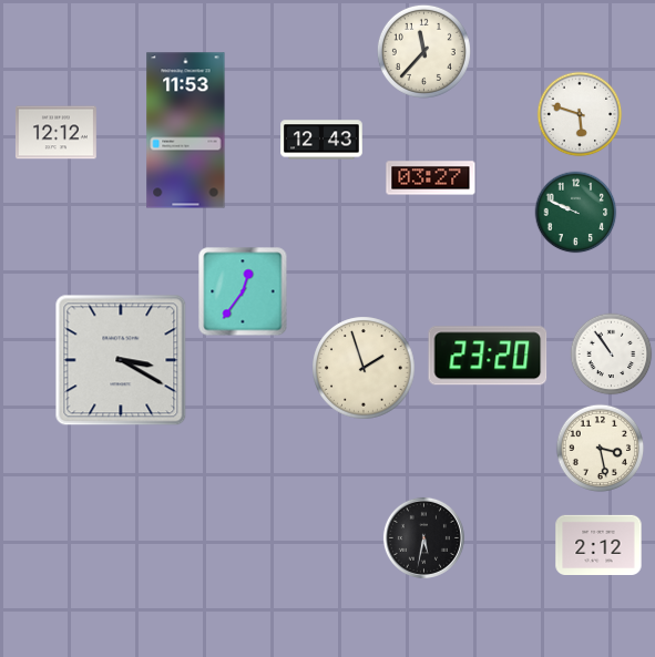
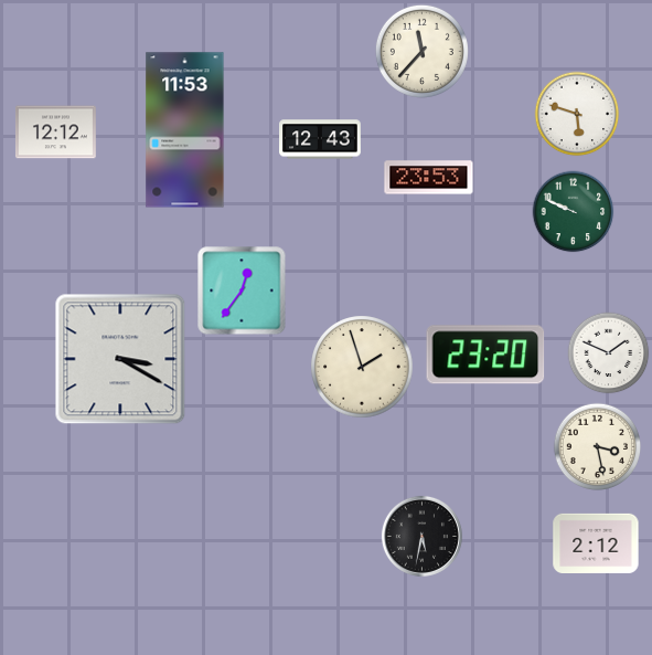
clock at (431, 178): 03:27 -> 23:53
clock at (612, 355): 10:54 -> 1:49
